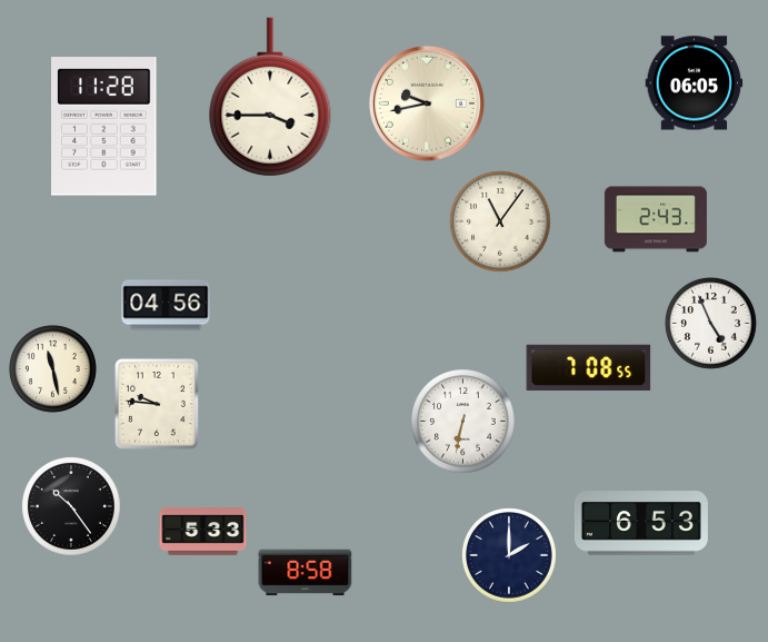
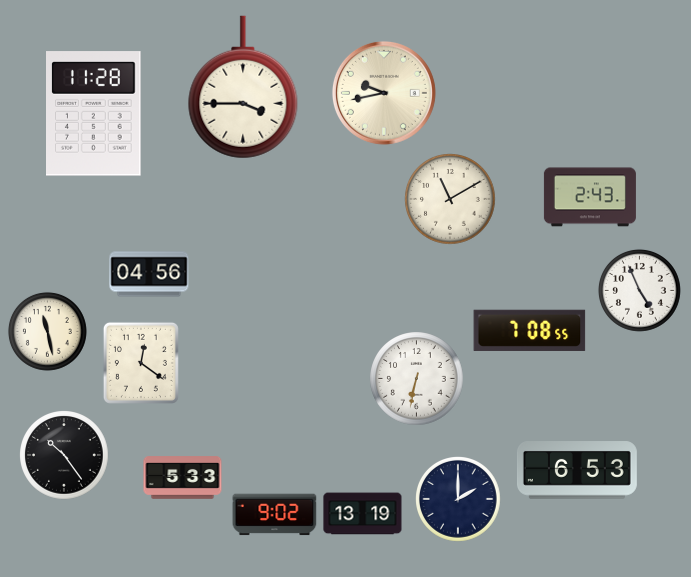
clock at (695, 83): 06:05 -> none
clock at (500, 221): 11:06 -> 11:10
clock at (157, 404): 9:46 -> 12:21
clock at (363, 514): none -> 13:19
clock at (306, 573): 8:58 -> 9:02
